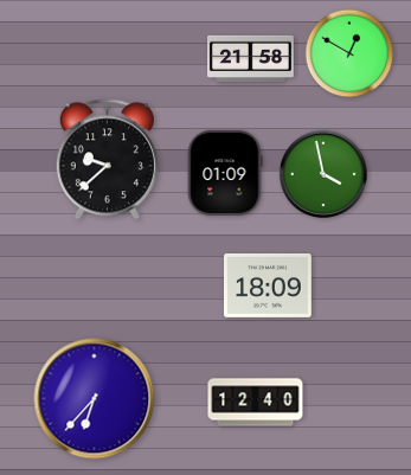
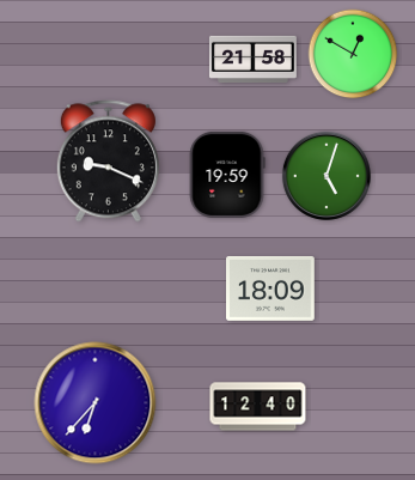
clock at (107, 160): 9:38 -> 9:19
clock at (225, 173): 01:09 -> 19:59
clock at (323, 174): 3:58 -> 5:03
